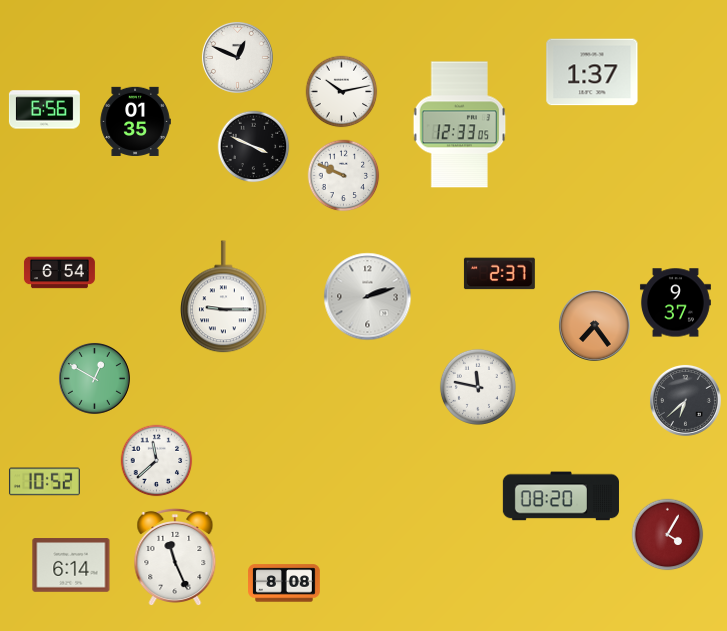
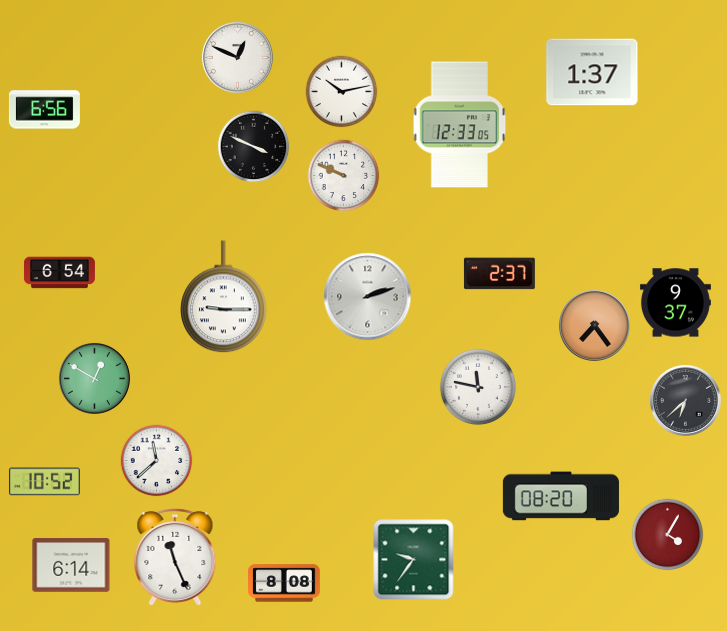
clock at (135, 121): 01:35 -> none
clock at (414, 560): none -> 9:36
